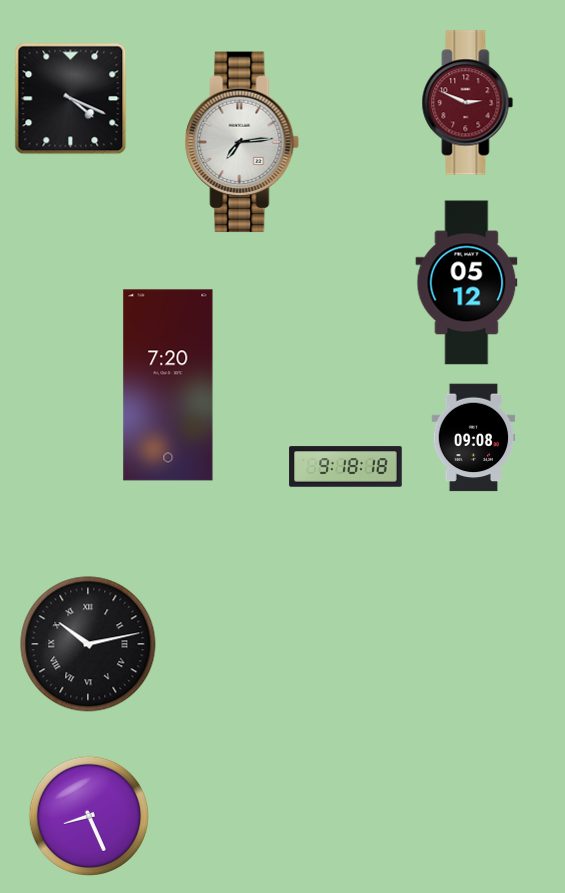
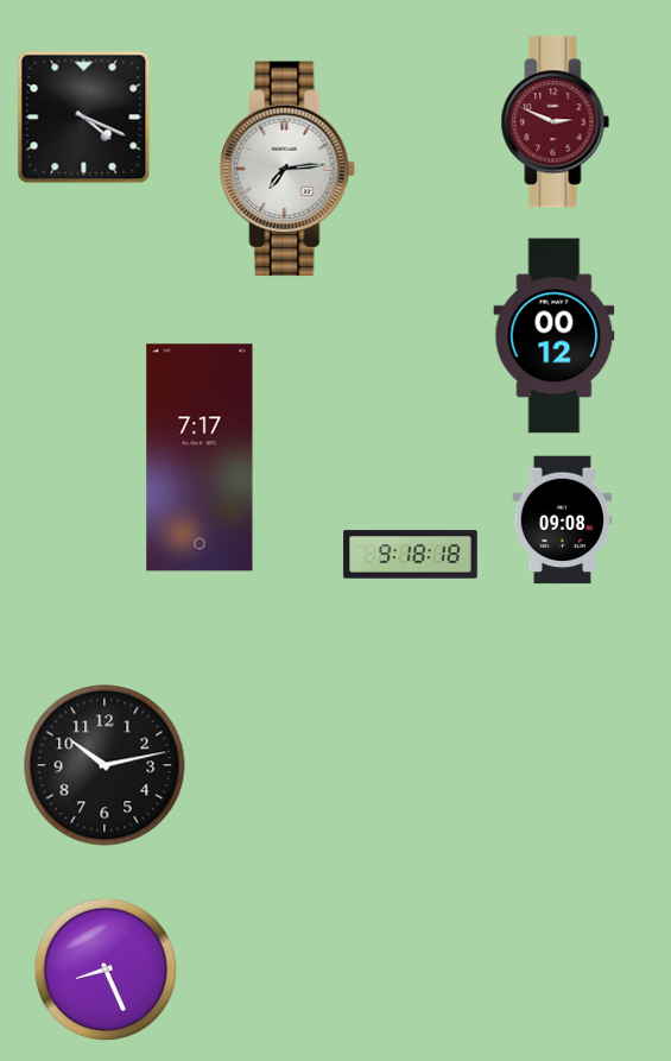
clock at (467, 283): 05:12 -> 00:12
clock at (168, 385): 7:20 -> 7:17
clock at (88, 644) numerals: Roman -> Arabic
